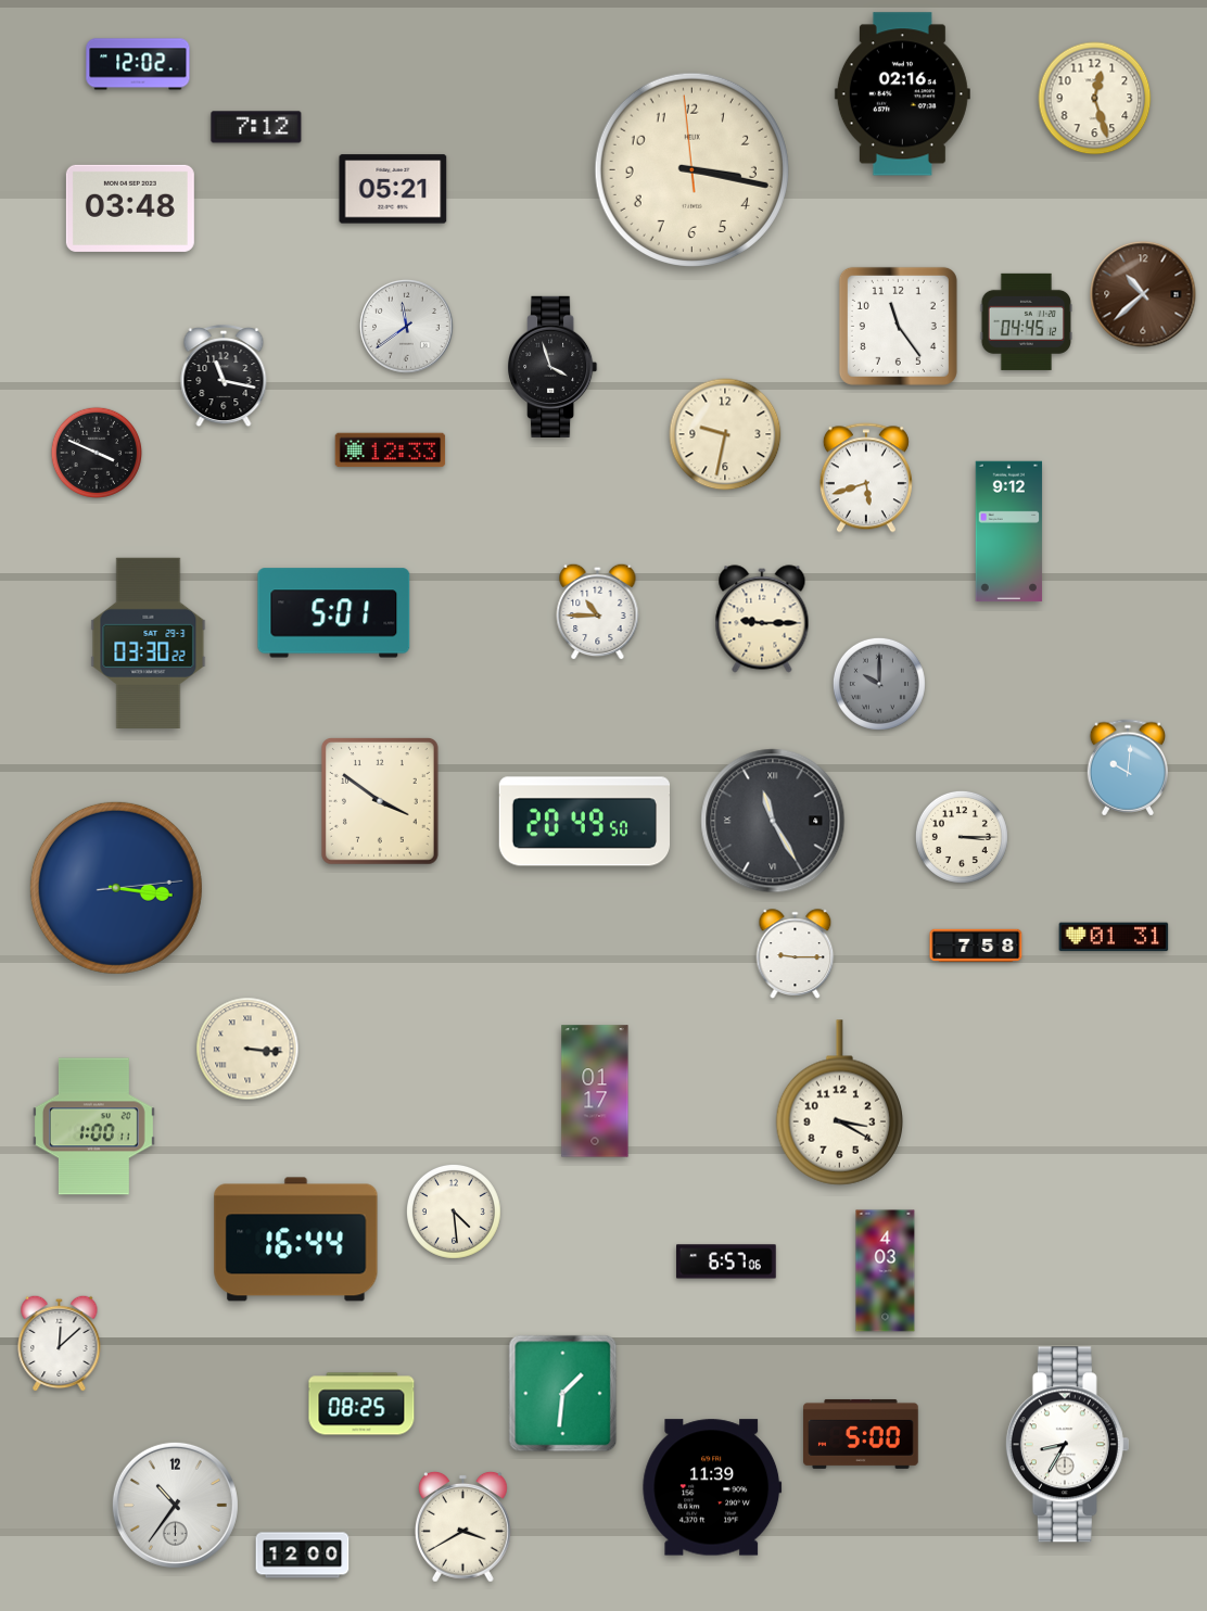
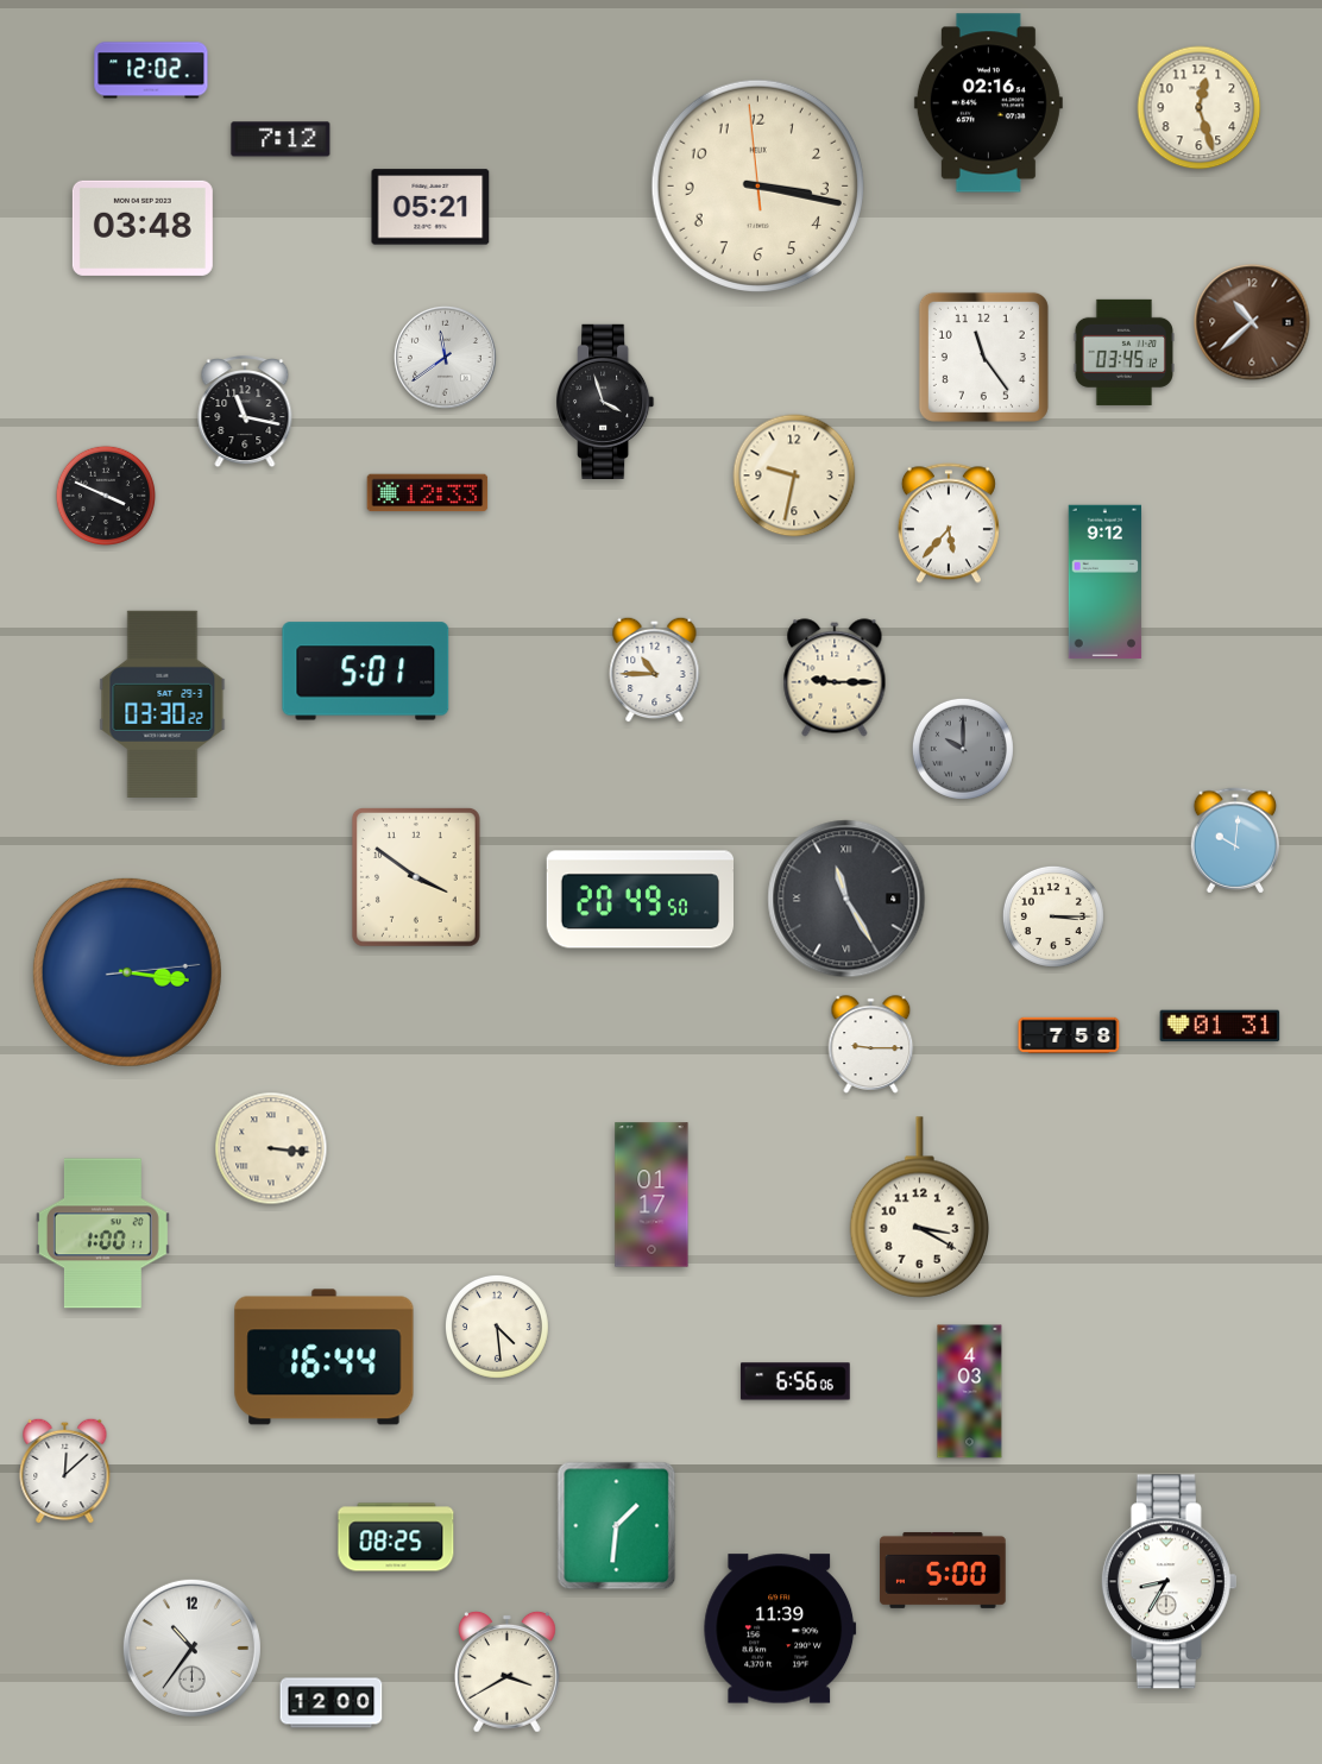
clock at (1026, 321): 04:45 -> 03:45
clock at (866, 478): 5:42 -> 5:37
clock at (726, 1261): 6:57 -> 6:56
